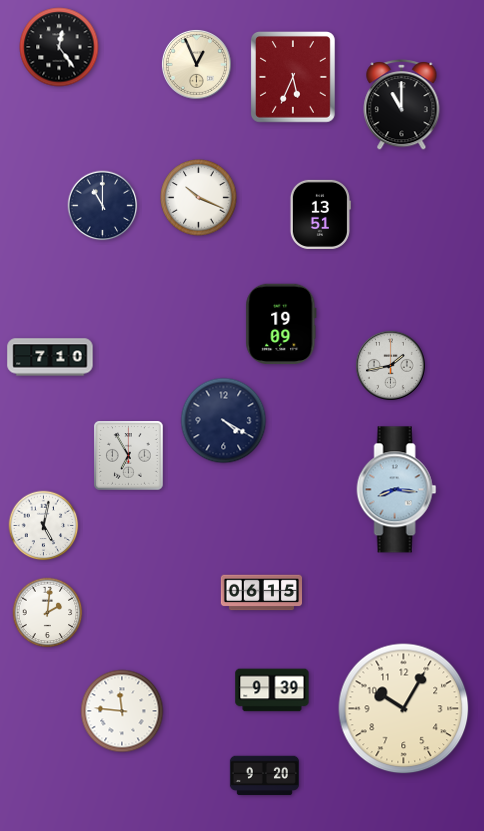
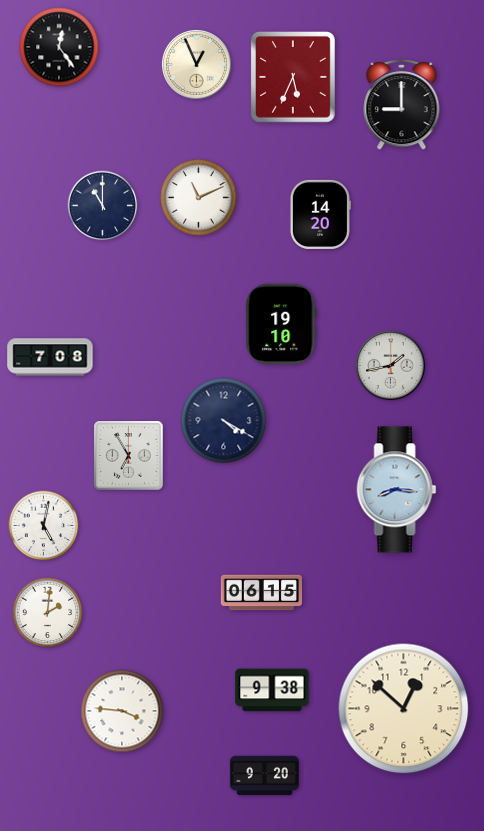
clock at (402, 105): 11:00 -> 9:00
clock at (199, 198): 10:19 -> 11:11
clock at (320, 214): 13:51 -> 14:20
clock at (281, 324): 19:09 -> 19:10
clock at (50, 357): 7:10 -> 7:08
clock at (272, 690): 9:39 -> 9:38
clock at (404, 709): 10:05 -> 12:52
clock at (122, 711): 11:46 -> 3:46
